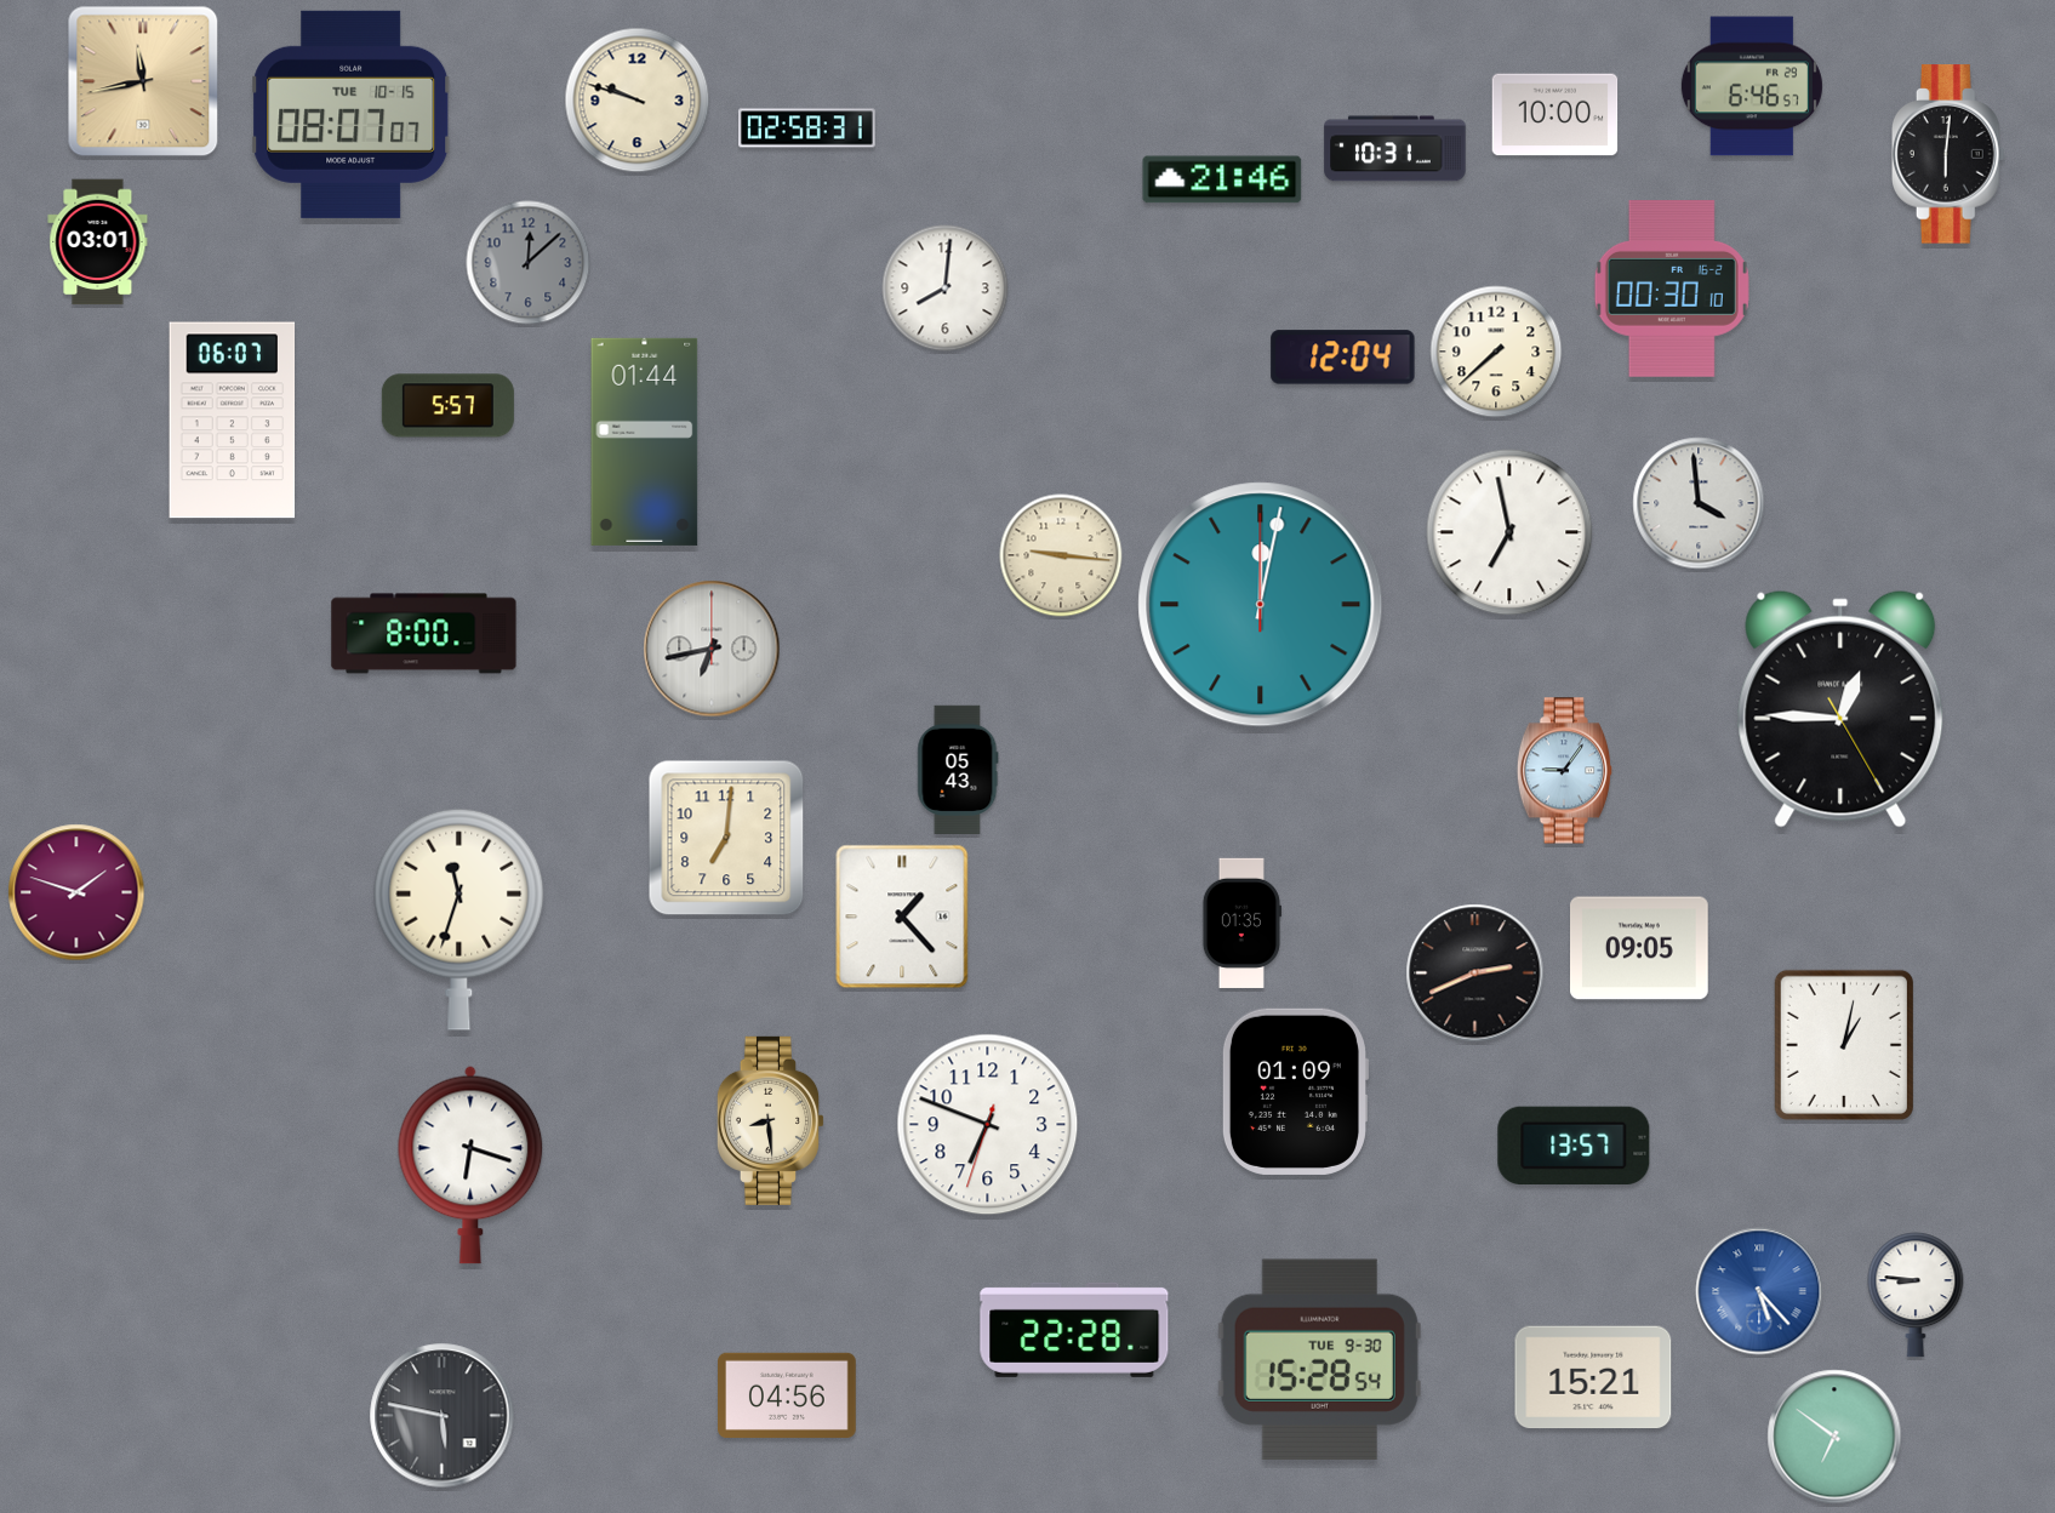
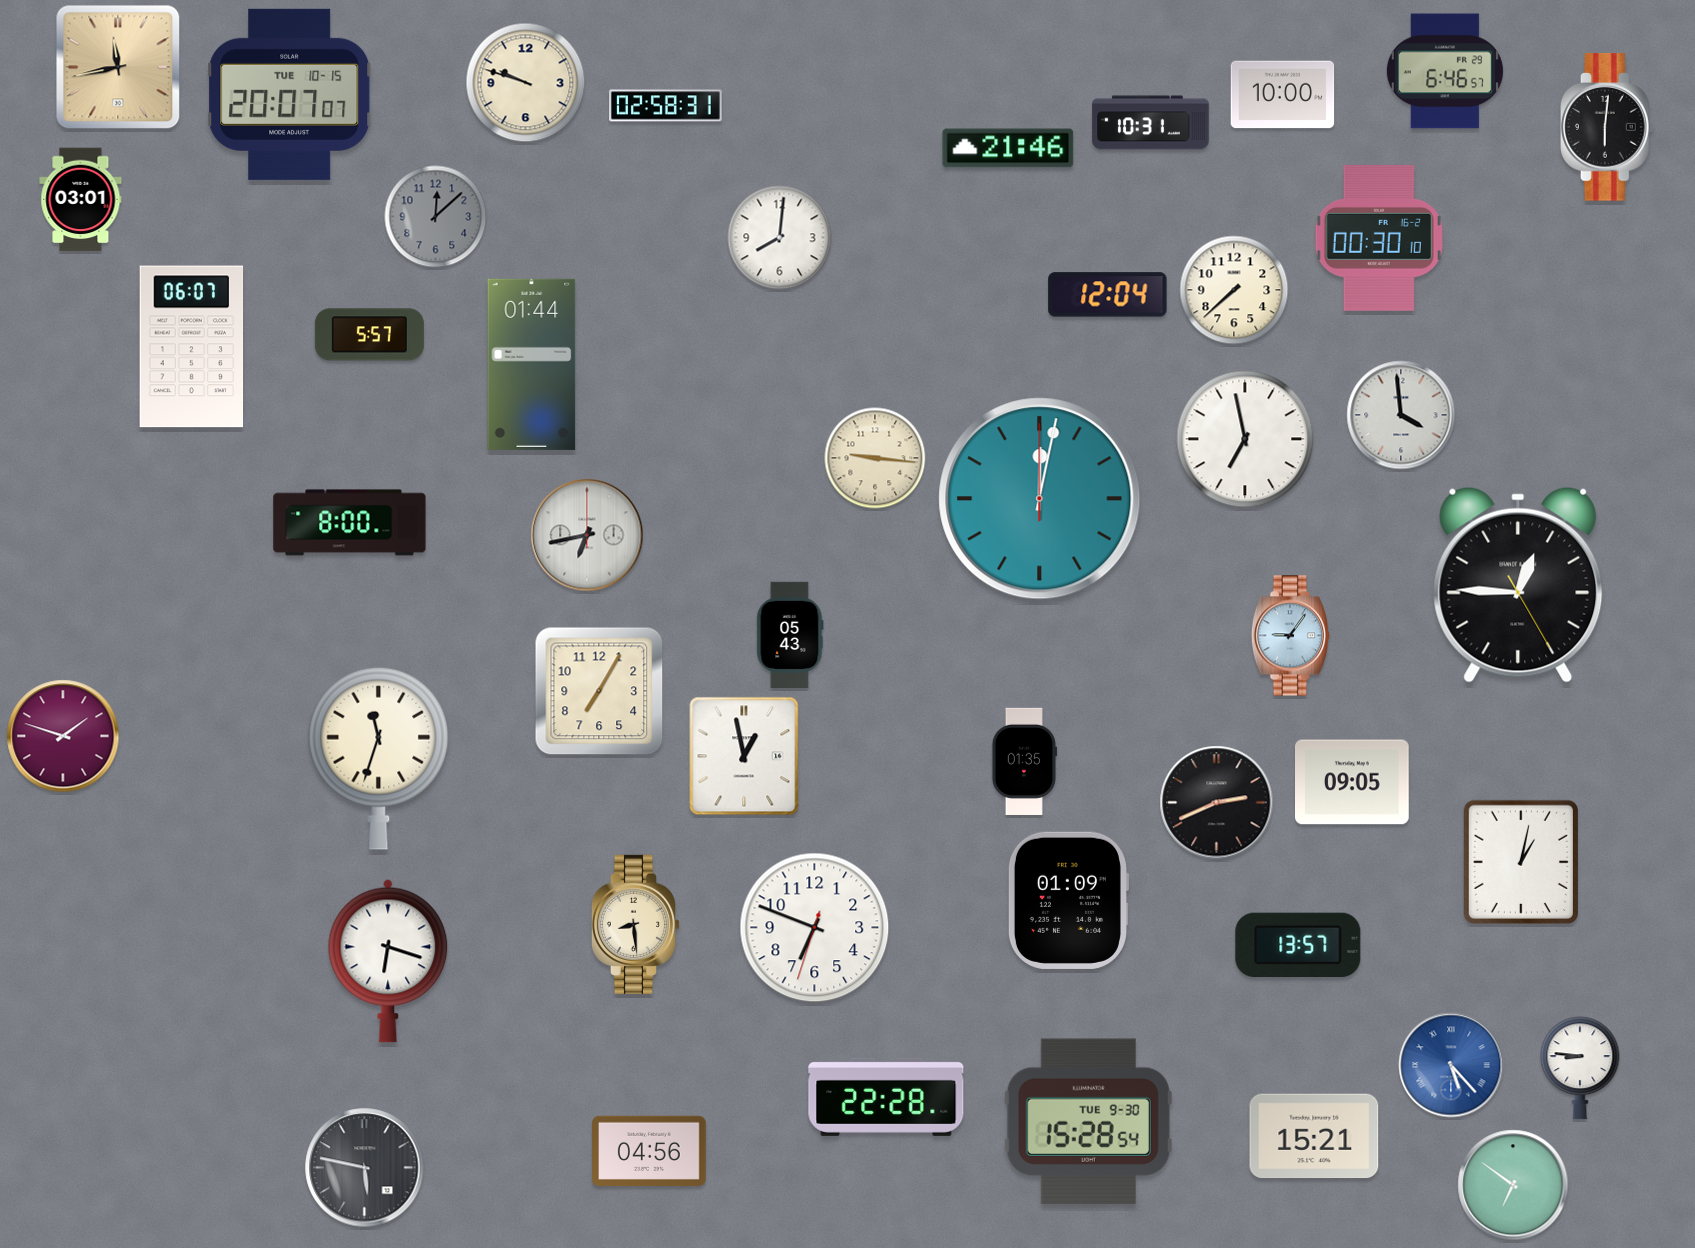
clock at (352, 114): 08:07 -> 20:07
clock at (726, 838): 7:01 -> 7:05
clock at (902, 917): 1:23 -> 12:58
